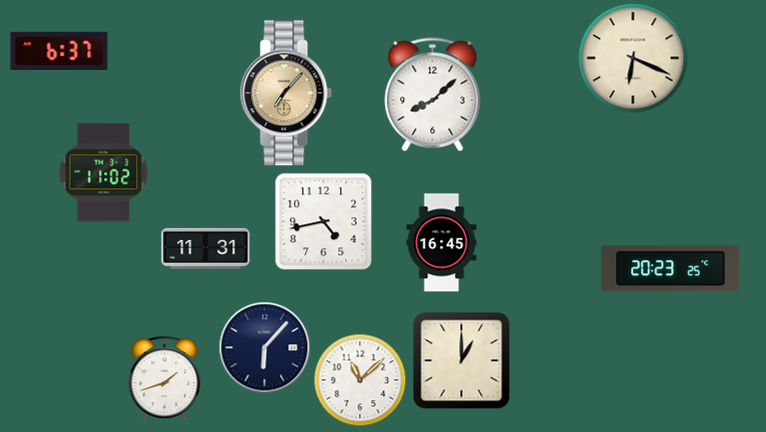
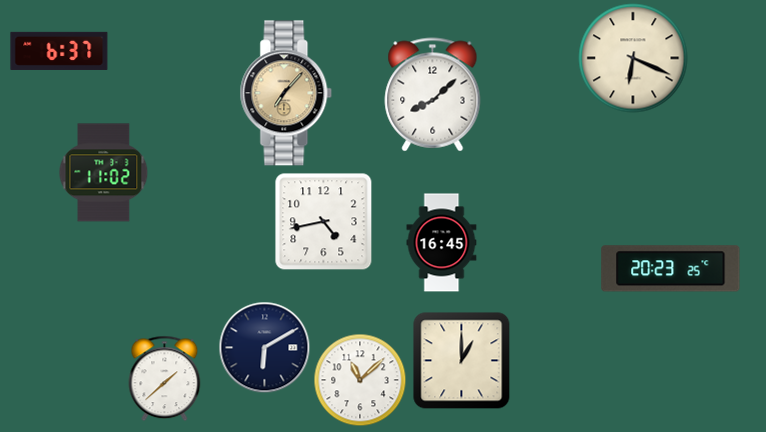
clock at (206, 248): 11:31 -> none
clock at (264, 347): 6:07 -> 6:10
clock at (165, 378): 1:42 -> 1:38
